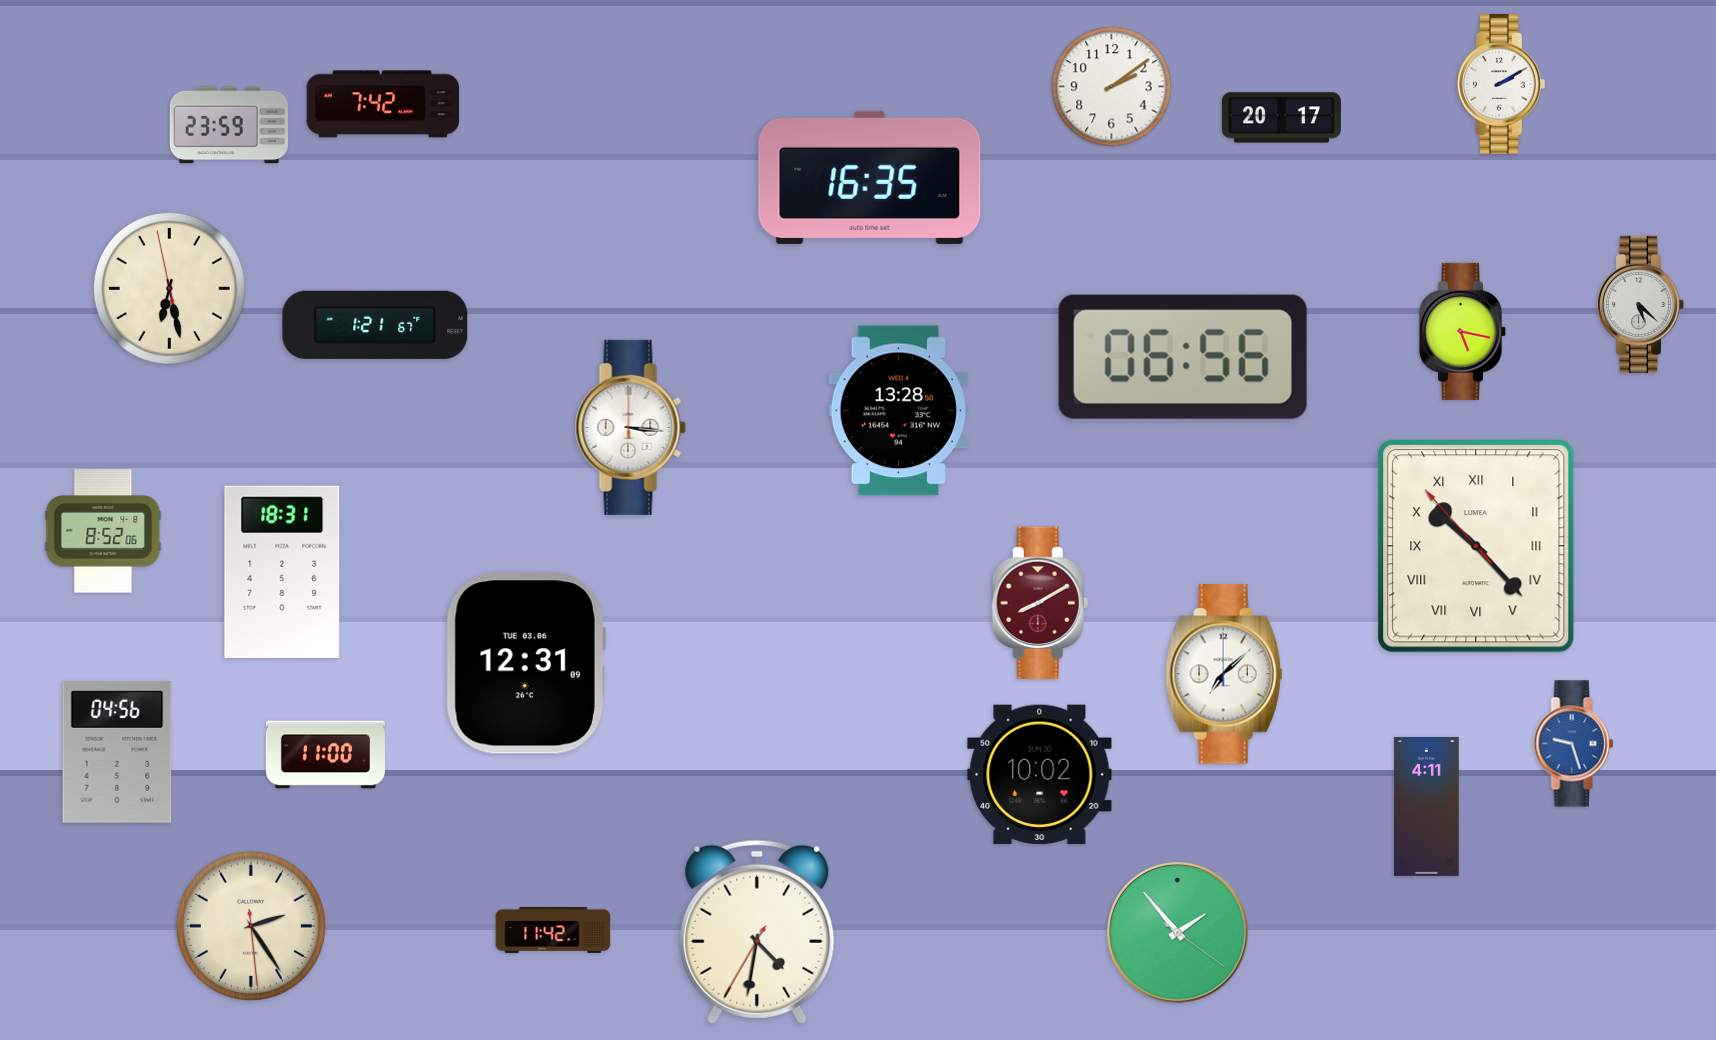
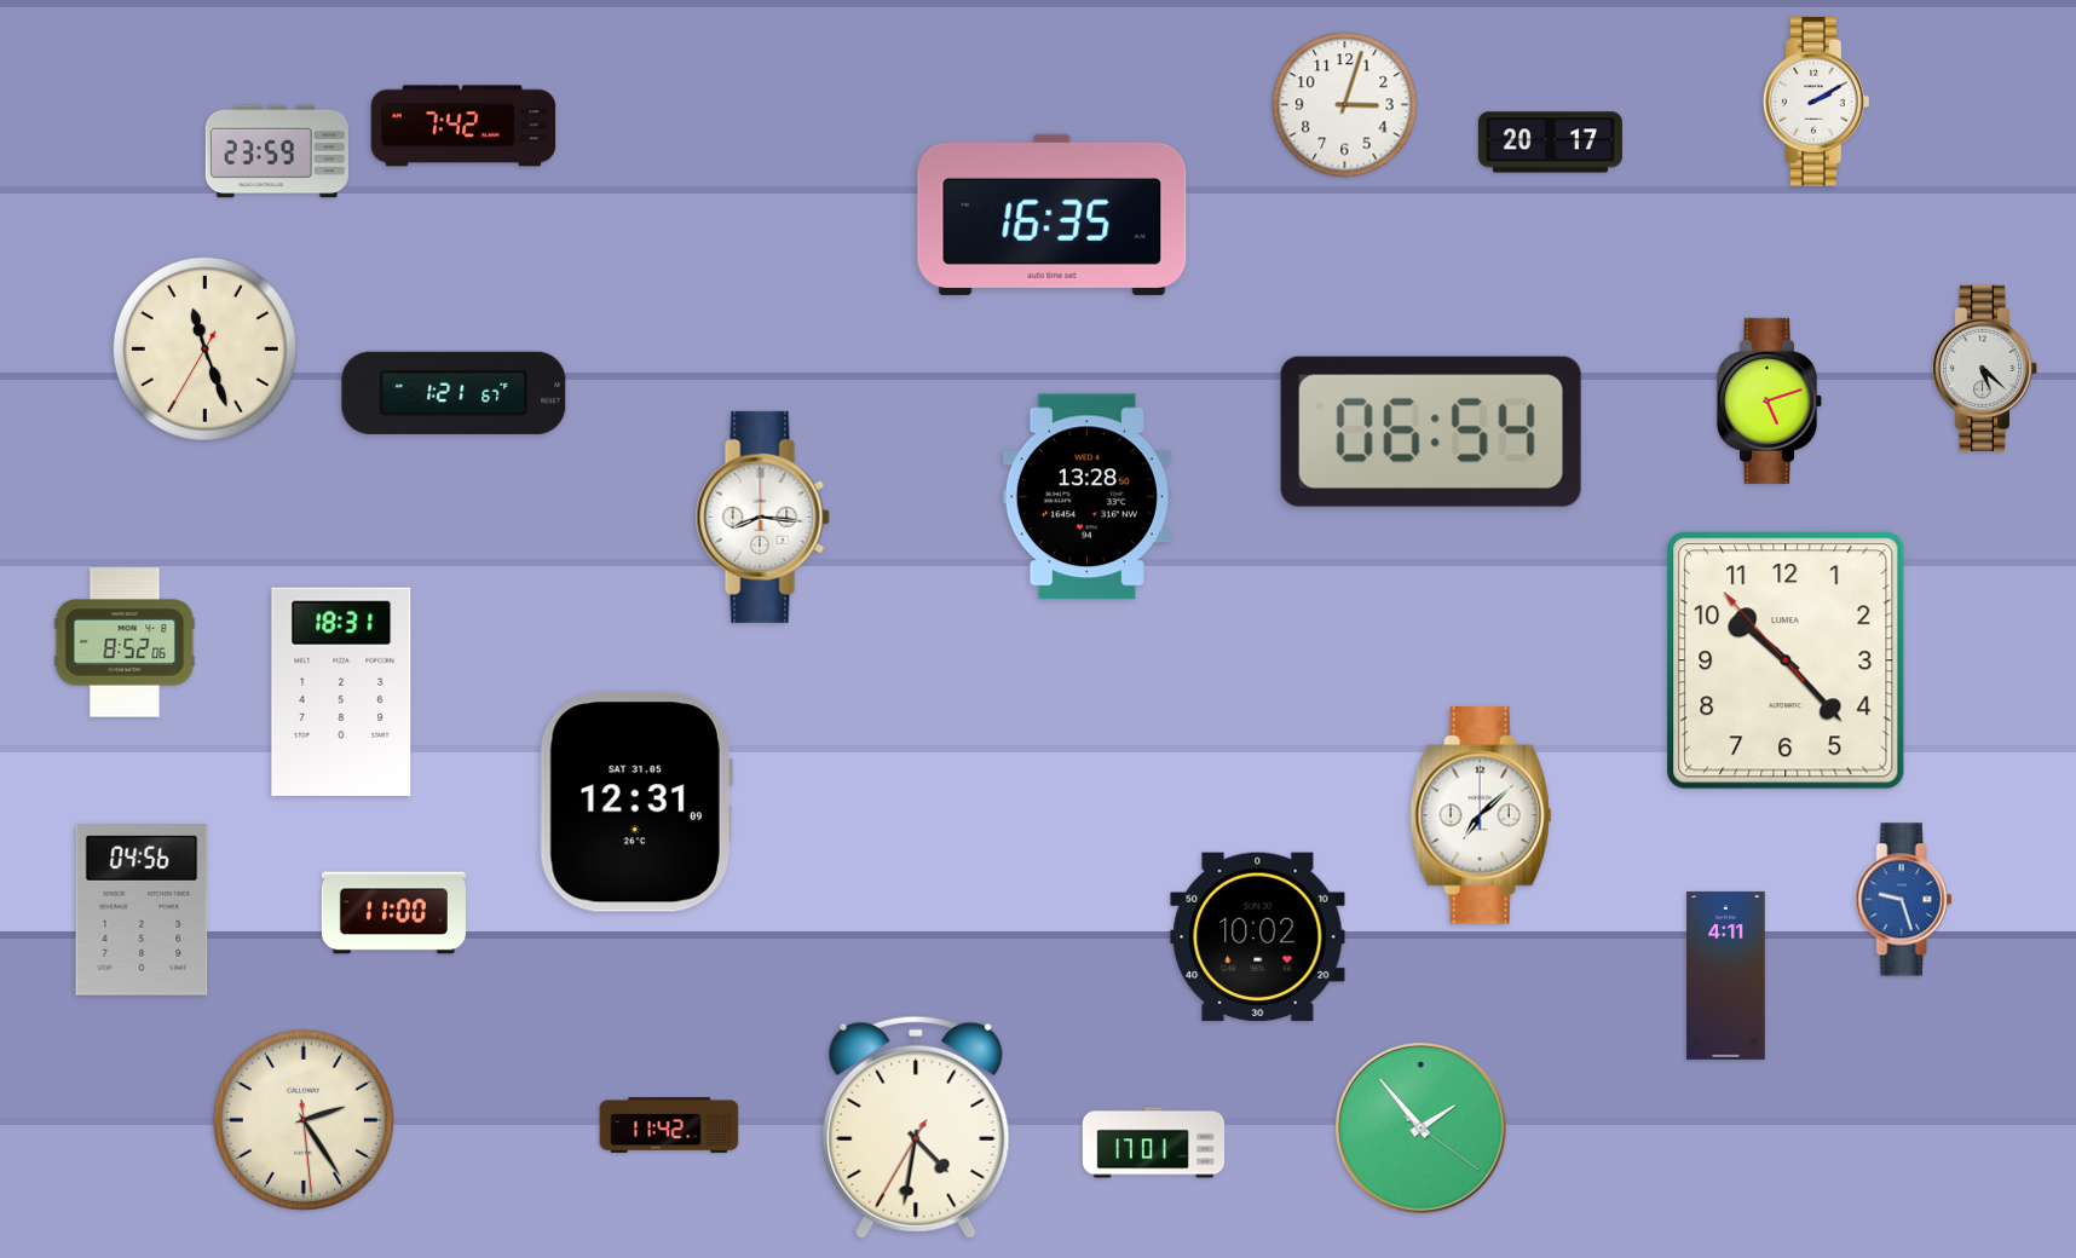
clock at (1112, 87): 2:09 -> 3:03
clock at (169, 288): 6:27 -> 11:26
clock at (1463, 331): 5:17 -> 5:12
clock at (1183, 357): 06:56 -> 06:54
clock at (630, 427): 3:16 -> 8:16
clock at (1476, 546) numerals: Roman -> Arabic
clock at (1040, 603): 8:10 -> none
clock at (526, 663) date: TUE 03.06 -> SAT 31.05
clock at (1178, 933) position: (1178, 933) -> (1422, 1129)
clock at (1154, 1143): none -> 17:01
